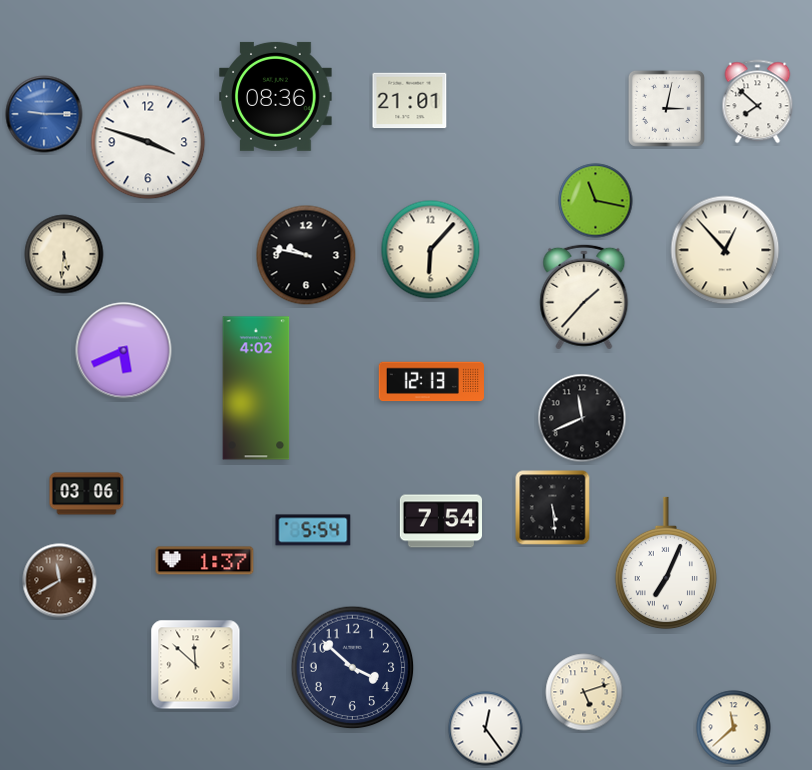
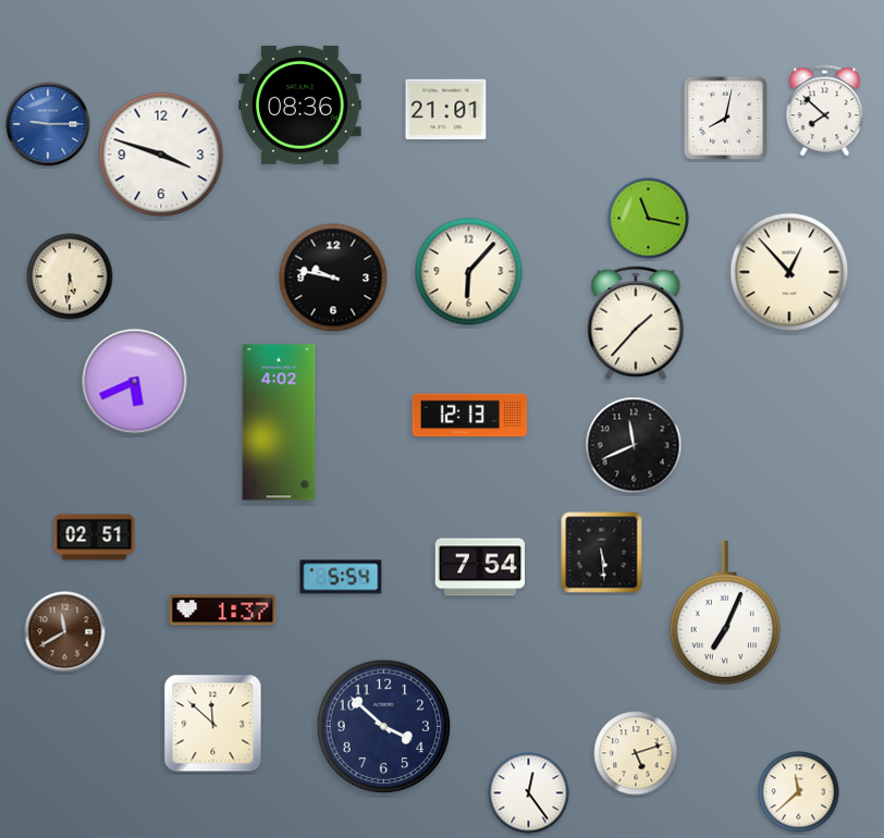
clock at (666, 108): 3:02 -> 8:02
clock at (582, 418) position: (582, 418) -> (634, 445)
clock at (87, 494): 03:06 -> 02:51
